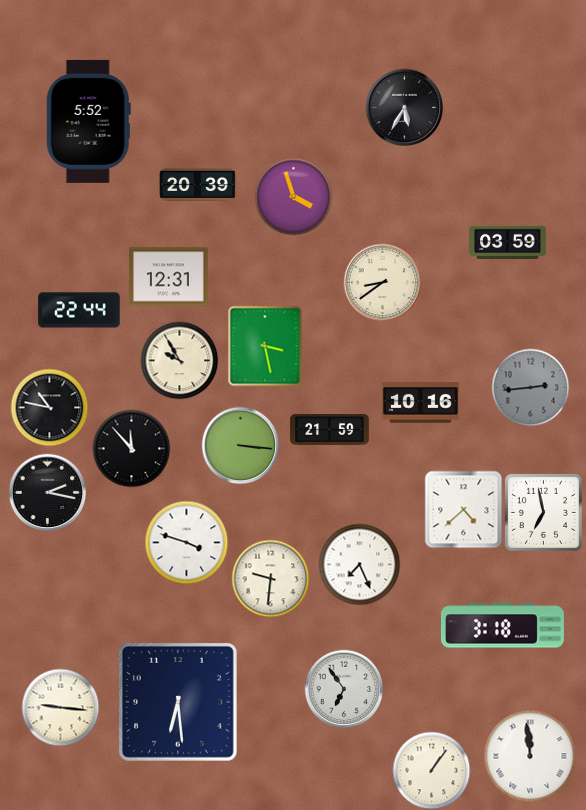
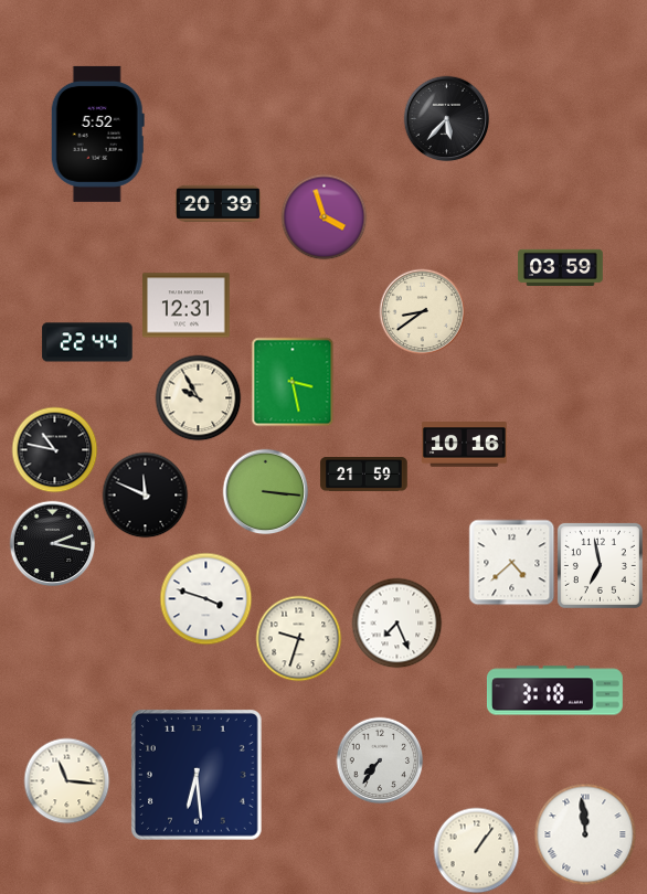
clock at (404, 107): 5:35 -> 5:37
clock at (530, 387): 2:44 -> none
clock at (131, 448): 11:53 -> 11:49
clock at (270, 578): 9:31 -> 9:33
clock at (344, 689): 6:54 -> 7:36
clock at (60, 707): 9:16 -> 11:16
